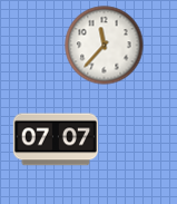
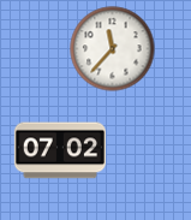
clock at (56, 139): 07:07 -> 07:02
